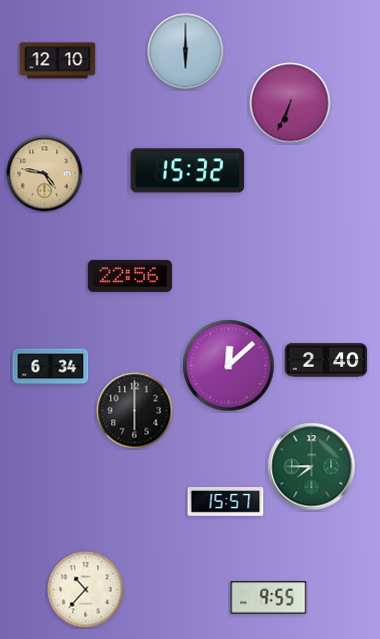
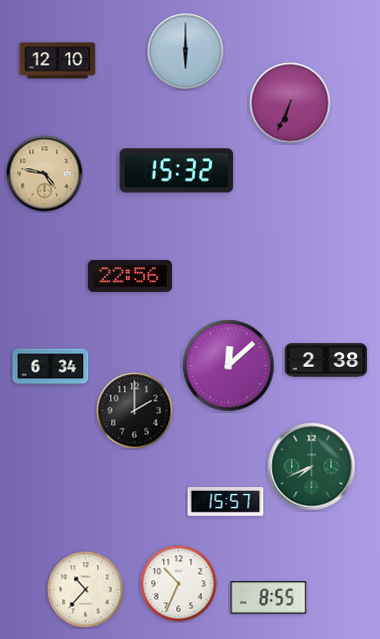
clock at (188, 171) position: (188, 171) -> (177, 171)
clock at (326, 360): 2:40 -> 2:38
clock at (135, 411): 6:00 -> 2:00
clock at (312, 467): 7:45 -> 7:41
clock at (179, 584): none -> 10:34
clock at (269, 598): 9:55 -> 8:55
